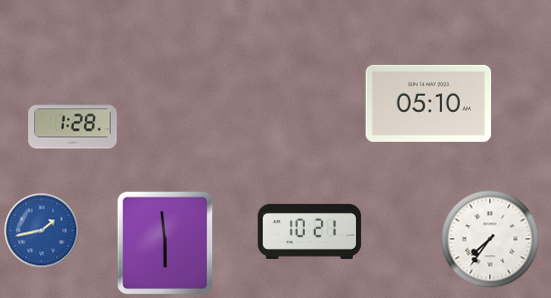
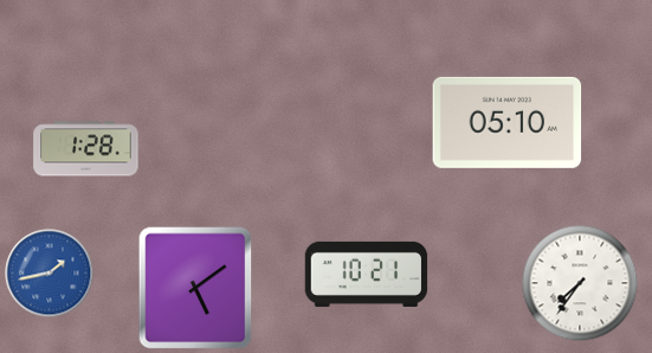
clock at (165, 243): 5:59 -> 5:09
